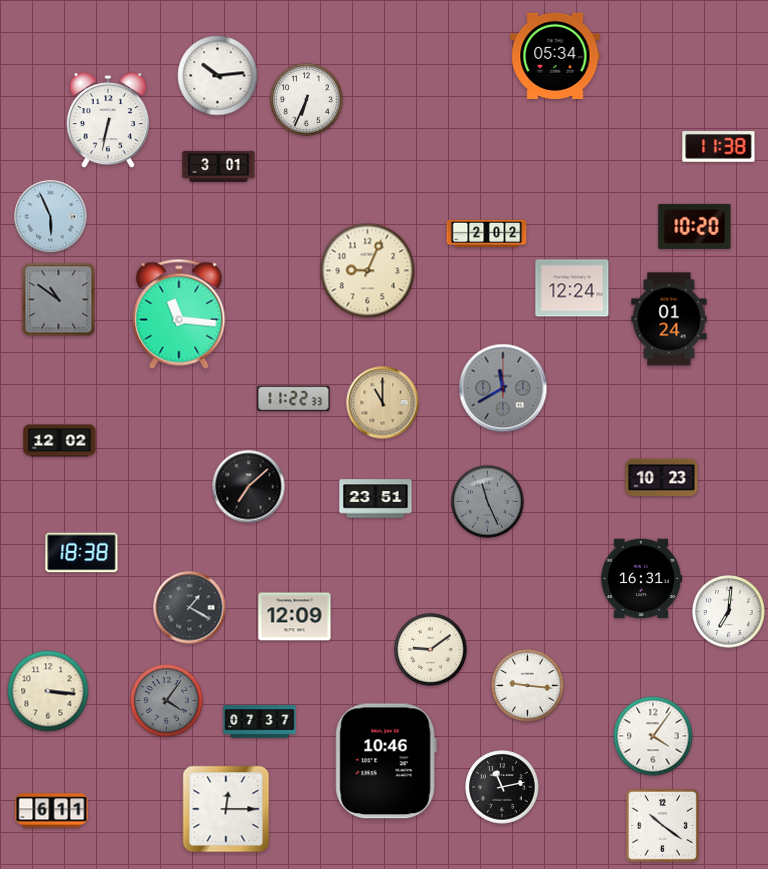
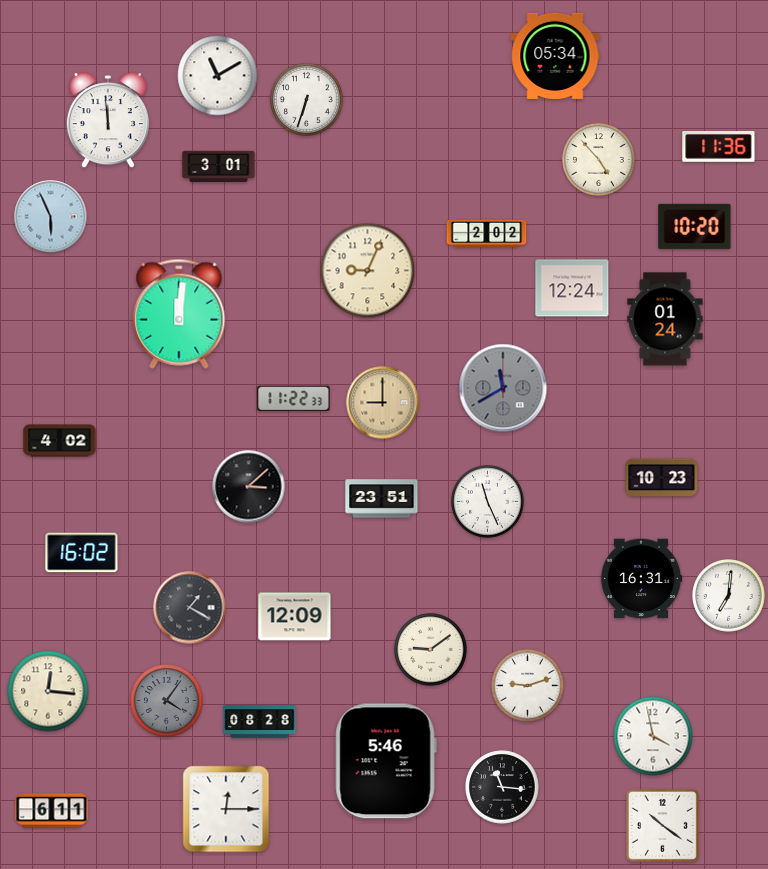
clock at (218, 76): 10:14 -> 11:10
clock at (307, 100): 6:34 -> 6:33
clock at (108, 121): 6:32 -> 11:59
clock at (719, 147): 11:38 -> 11:36
clock at (599, 160): none -> 4:53
clock at (59, 300): 10:51 -> none
clock at (179, 314): 11:16 -> 12:01
clock at (669, 319) position: (669, 319) -> (665, 319)
clock at (383, 403): 11:00 -> 9:00
clock at (60, 441): 12:02 -> 4:02
clock at (249, 487): 7:08 -> 3:08
clock at (376, 499) position: (376, 499) -> (382, 499)
clock at (488, 502) dial: grey -> white
clock at (82, 553): 18:38 -> 16:02
clock at (729, 612) position: (729, 612) -> (729, 596)
clock at (528, 686): 9:16 -> 9:12
clock at (48, 691): 3:16 -> 12:16
clock at (260, 722): 07:37 -> 08:28
clock at (653, 736): 4:06 -> 3:58
clock at (386, 761): 10:46 -> 5:46
clock at (502, 787): 11:13 -> 11:16
